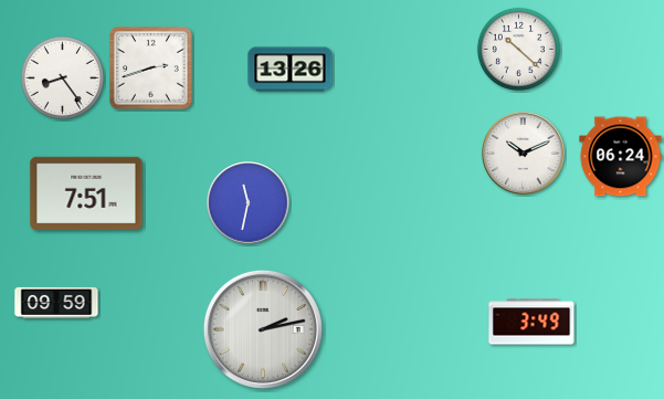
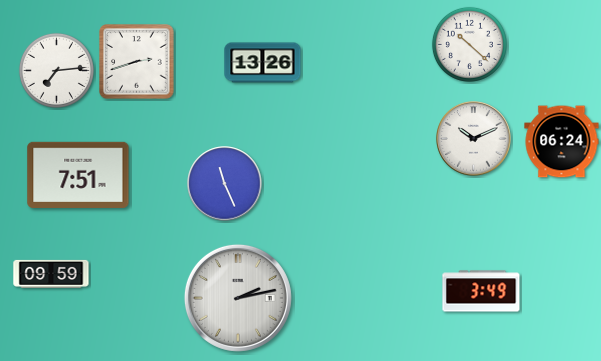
clock at (62, 77): 8:24 -> 7:14
clock at (249, 203): 11:32 -> 11:26
